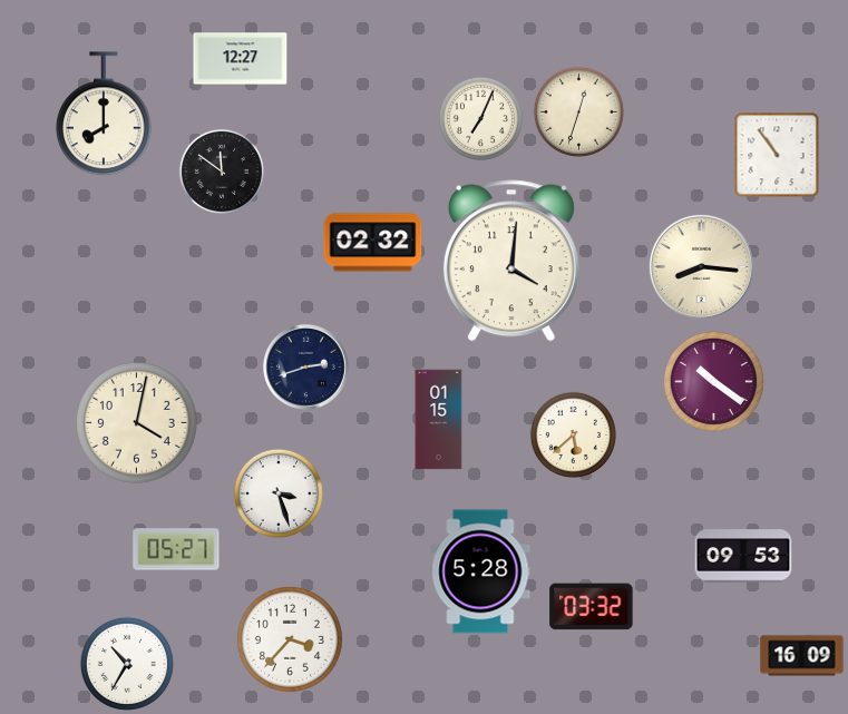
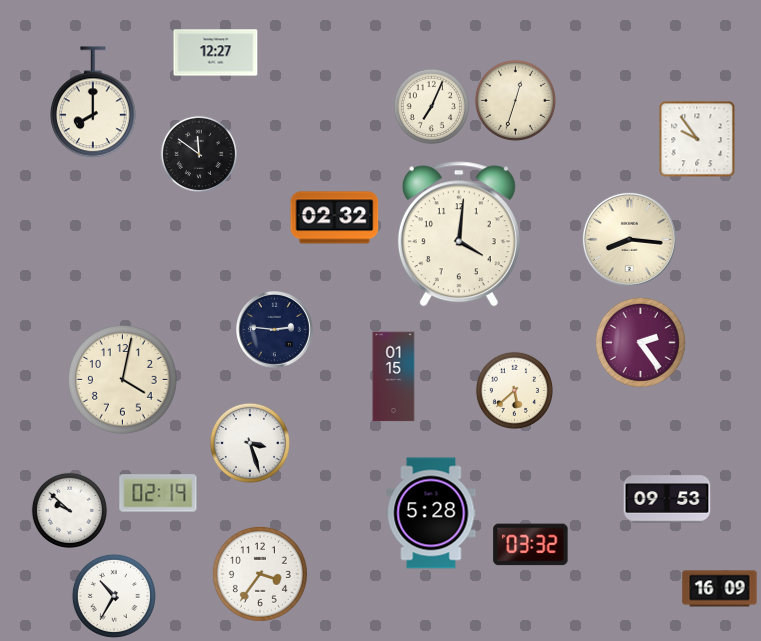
clock at (578, 111) position: (578, 111) -> (515, 100)
clock at (777, 155): 10:54 -> 9:54
clock at (306, 368): 2:42 -> 2:46
clock at (713, 381): 10:21 -> 2:24
clock at (176, 549): 05:27 -> 02:19
clock at (69, 510): none -> 9:52
clock at (290, 639): 3:37 -> 3:36
